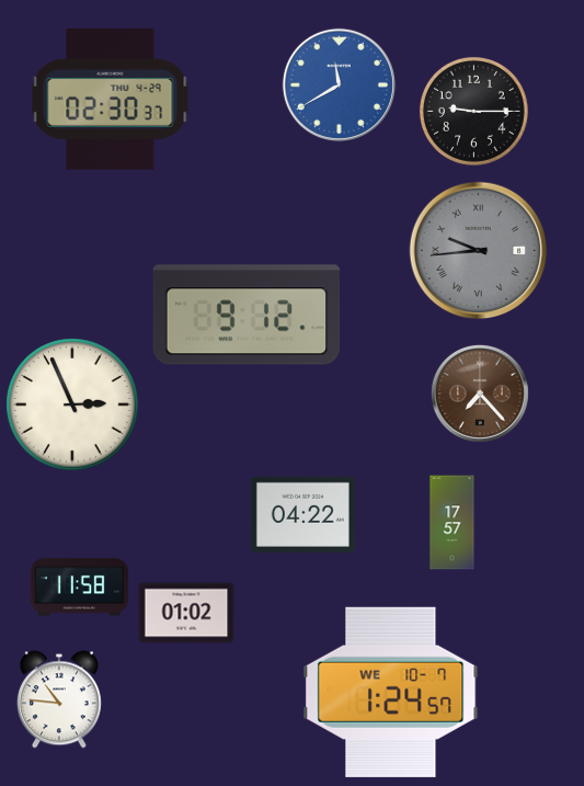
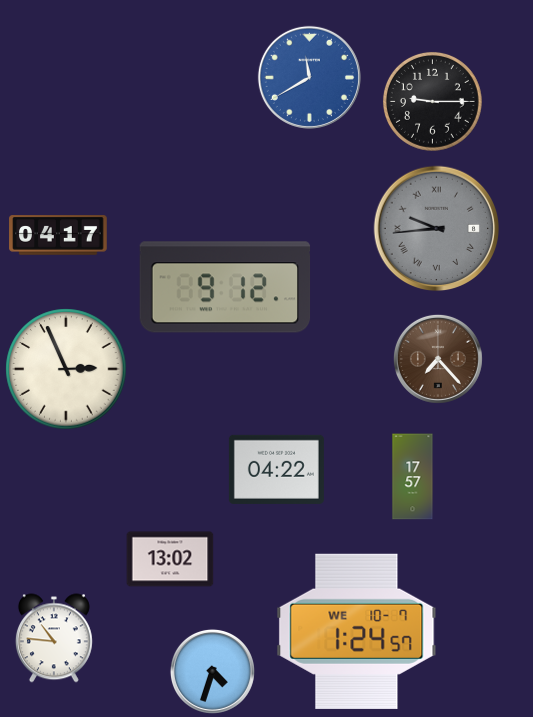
clock at (111, 99): 02:30 -> none
clock at (58, 235): none -> 04:17
clock at (80, 588): 11:58 -> none
clock at (186, 613): 01:02 -> 13:02
clock at (212, 671): none -> 4:33
